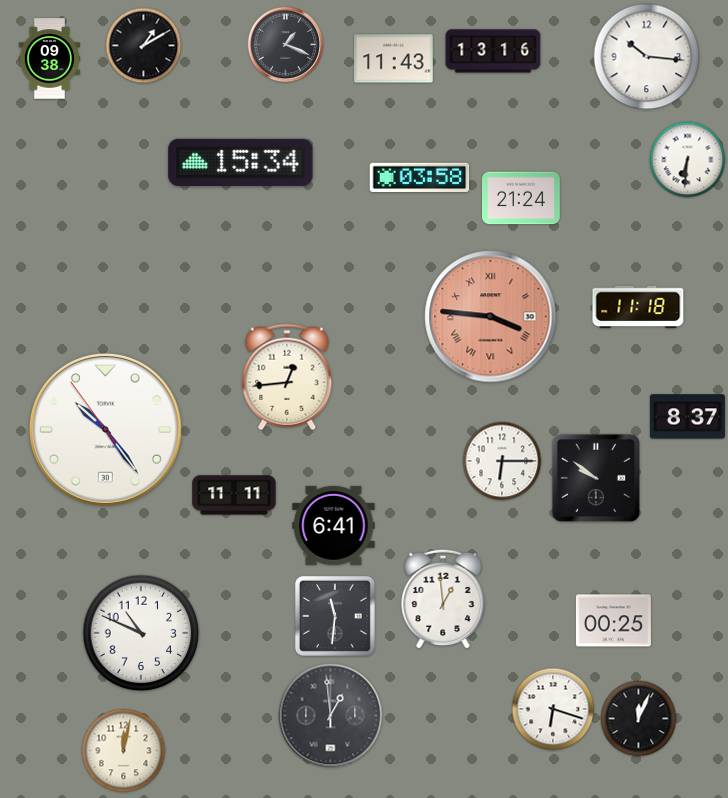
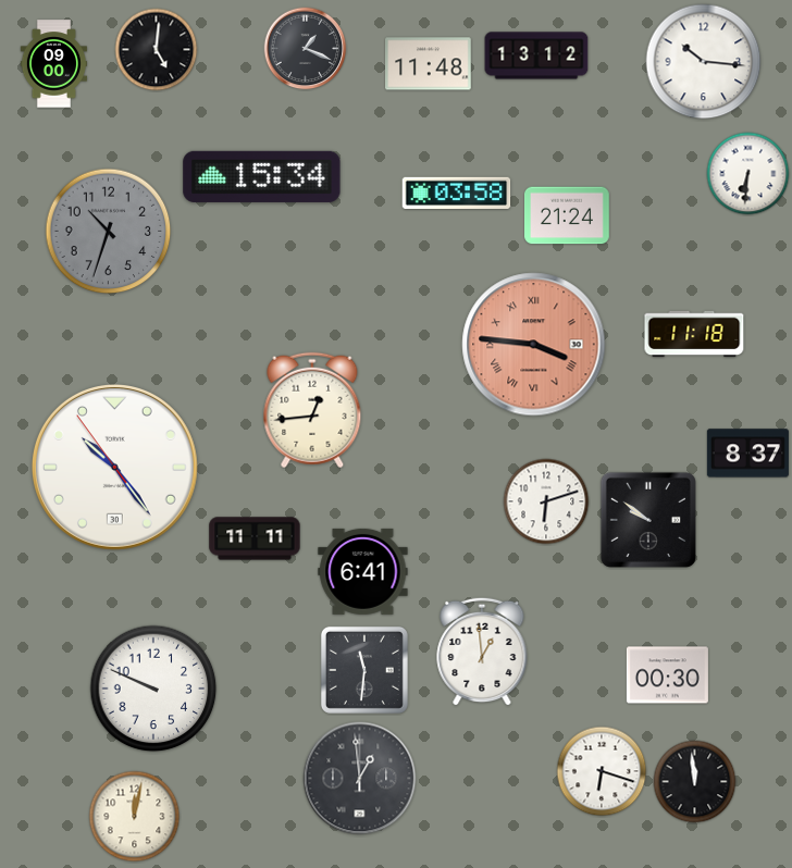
clock at (286, 45) position: (286, 45) -> (306, 49)
clock at (144, 46): 1:10 -> 5:01
clock at (493, 51): 13:16 -> 13:12
clock at (49, 59): 09:38 -> 09:00
clock at (394, 59): 11:43 -> 11:48
clock at (109, 232): none -> 10:33
clock at (502, 461): 6:15 -> 6:12
clock at (613, 621): 00:25 -> 00:30
clock at (141, 633): 10:49 -> 9:49
clock at (639, 719): 12:04 -> 11:59
